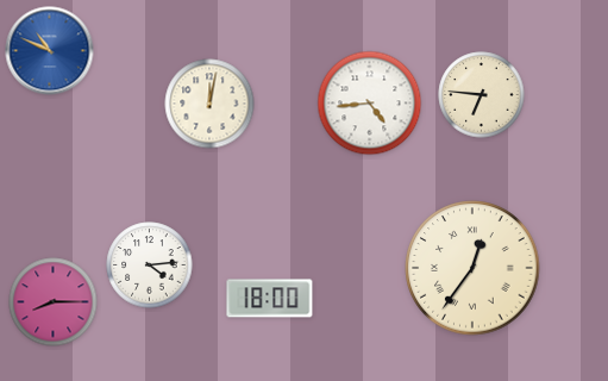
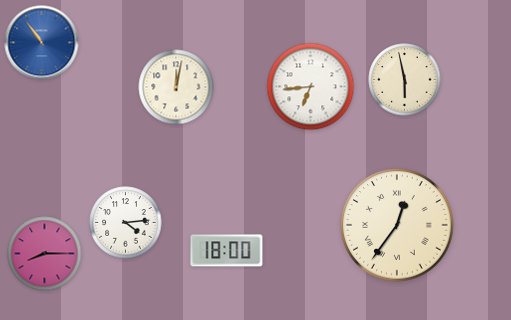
clock at (50, 51): 10:49 -> 10:54
clock at (482, 95): 6:46 -> 5:58
clock at (370, 104): 4:44 -> 6:44
